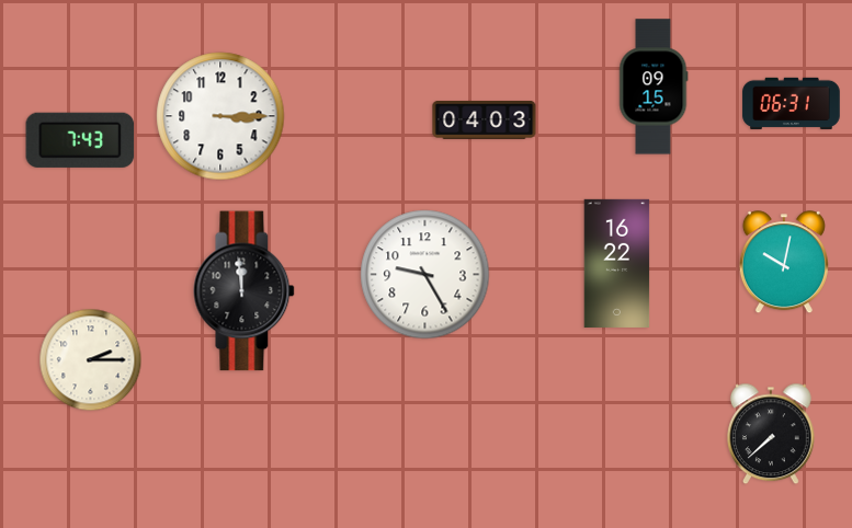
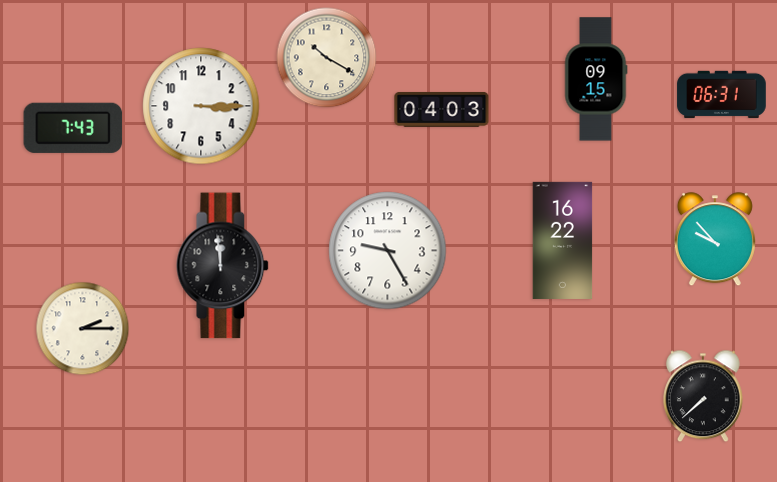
clock at (327, 58): none -> 10:20
clock at (784, 263): 10:02 -> 9:53
